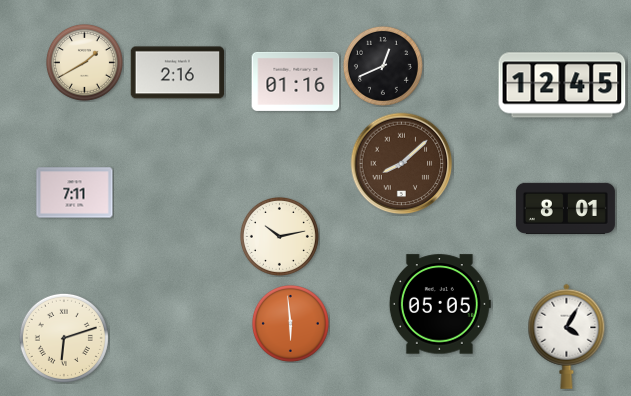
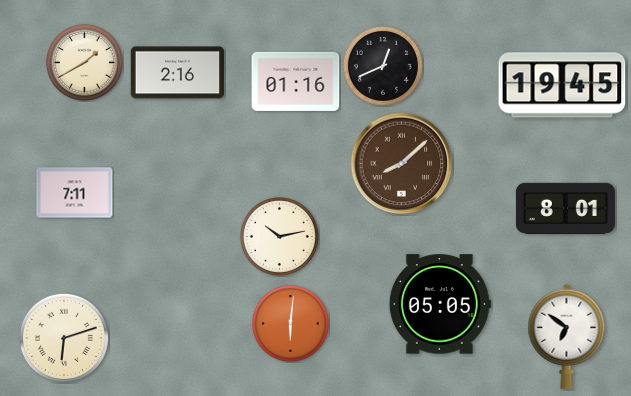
clock at (562, 85): 12:45 -> 19:45
clock at (290, 323): 5:59 -> 6:01
clock at (567, 336): 4:05 -> 6:51
